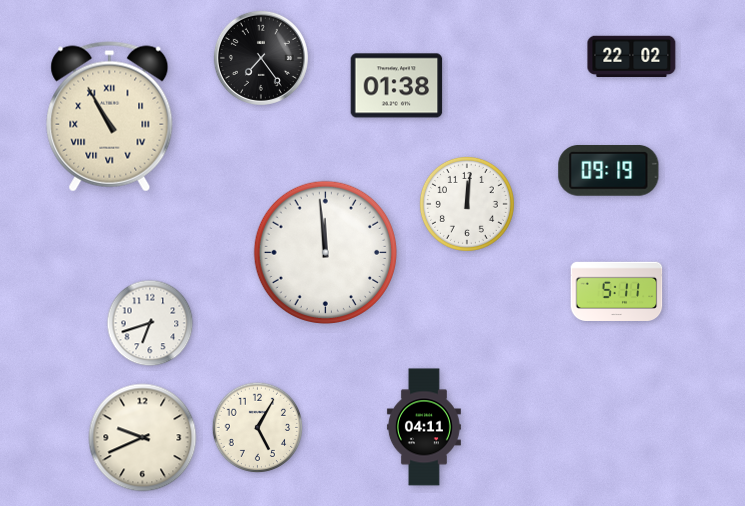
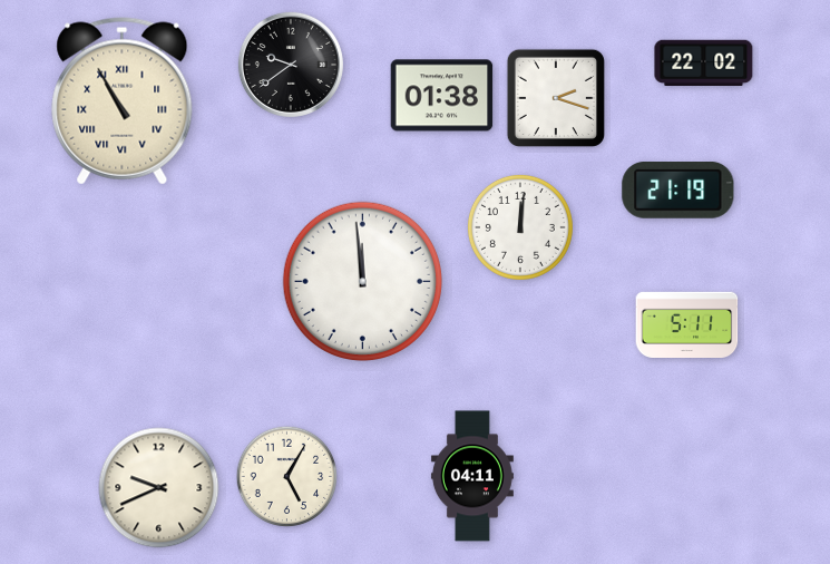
clock at (261, 58): 7:24 -> 9:39
clock at (556, 98): none -> 2:18
clock at (110, 117) position: (110, 117) -> (123, 101)
clock at (609, 171): 09:19 -> 21:19
clock at (150, 323): 6:42 -> none
